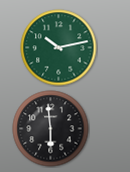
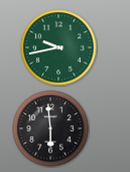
clock at (59, 48): 10:13 -> 9:43
